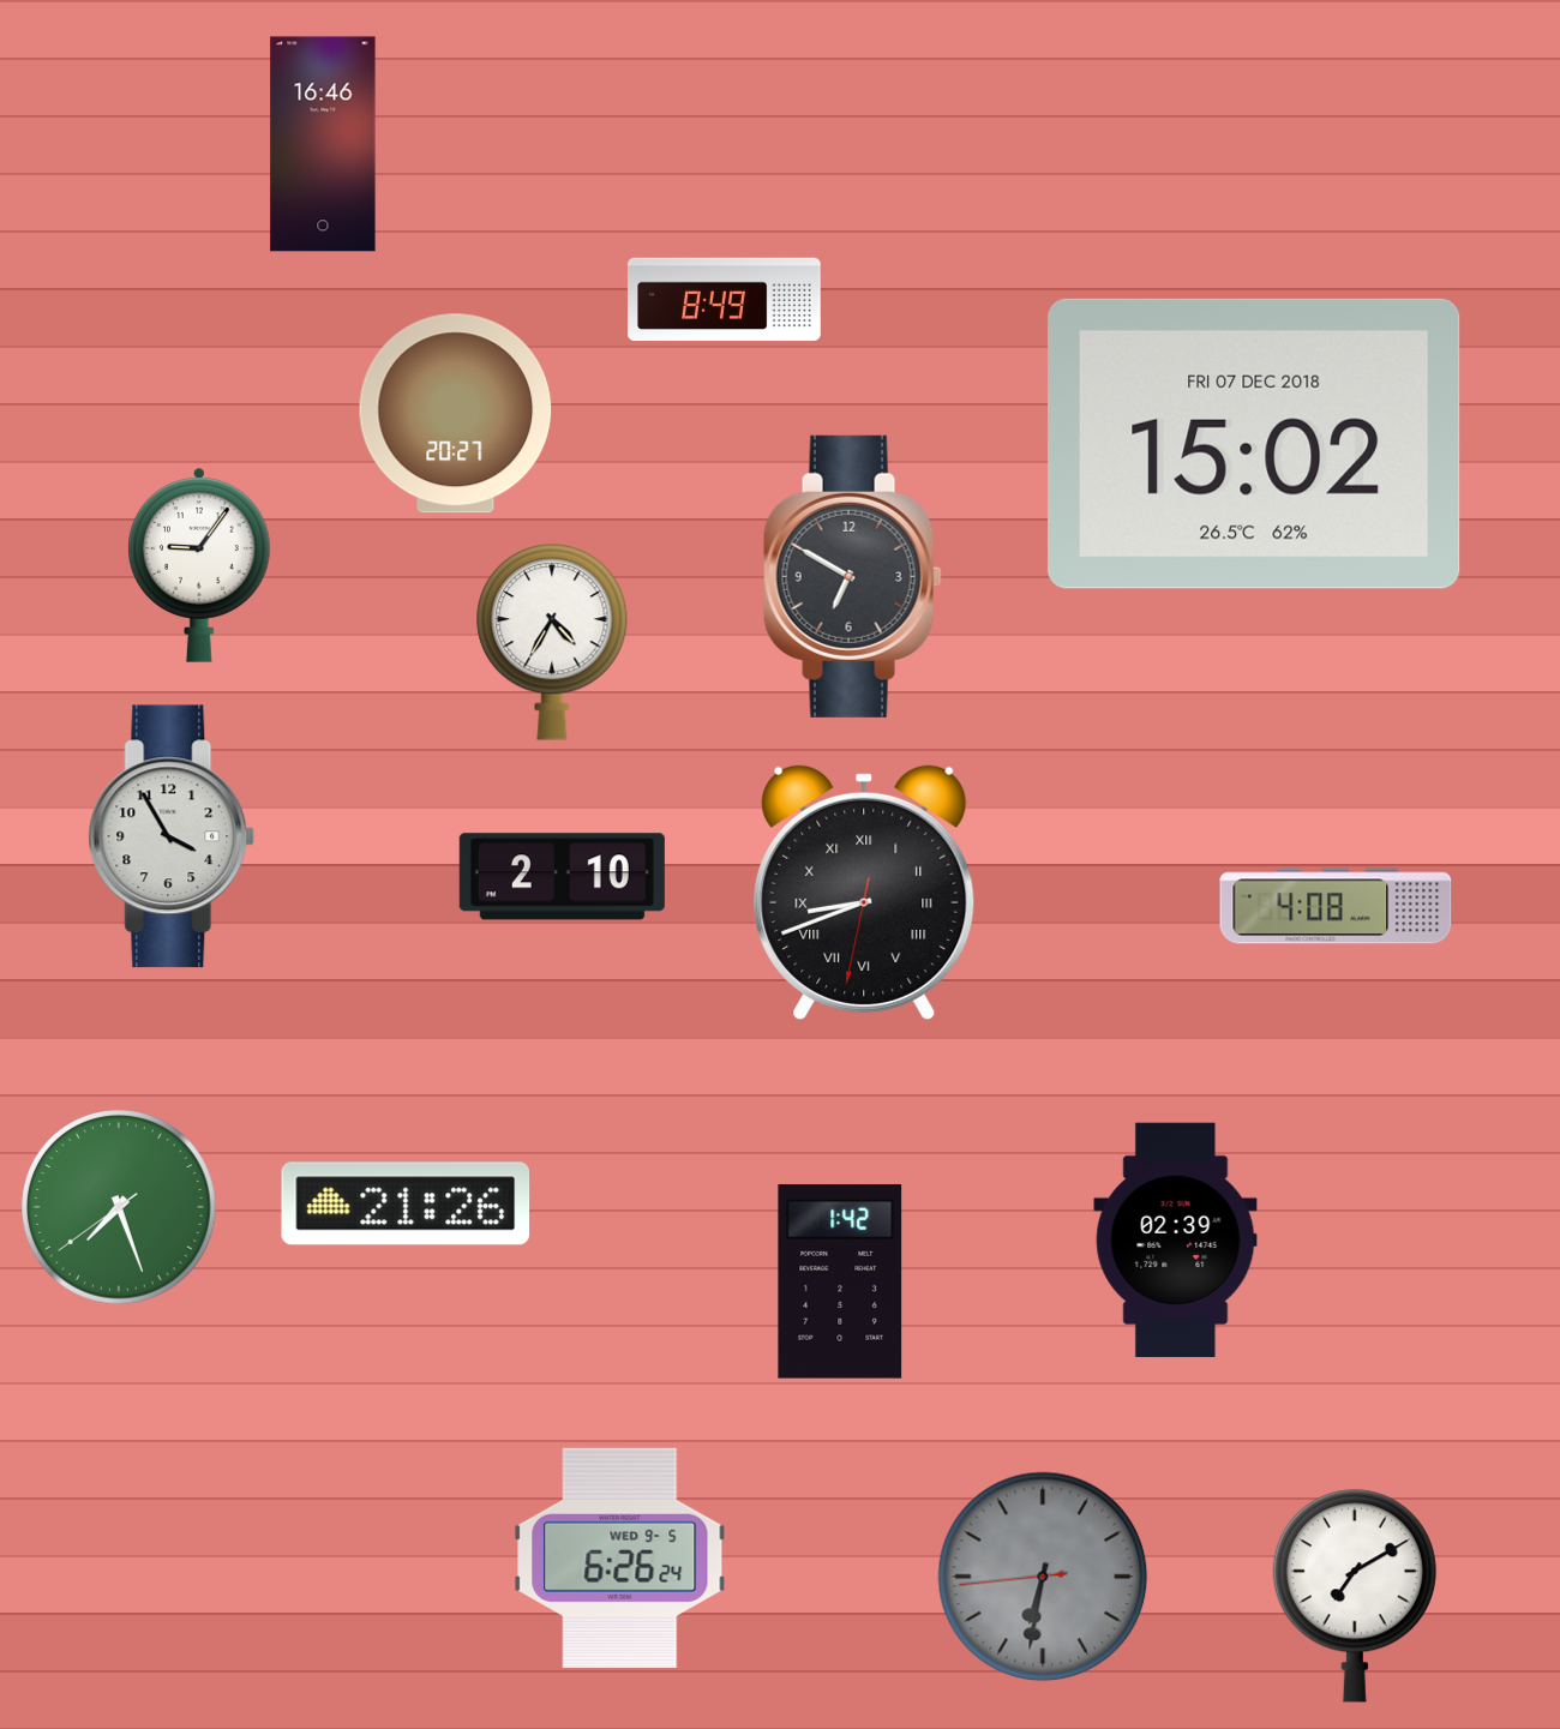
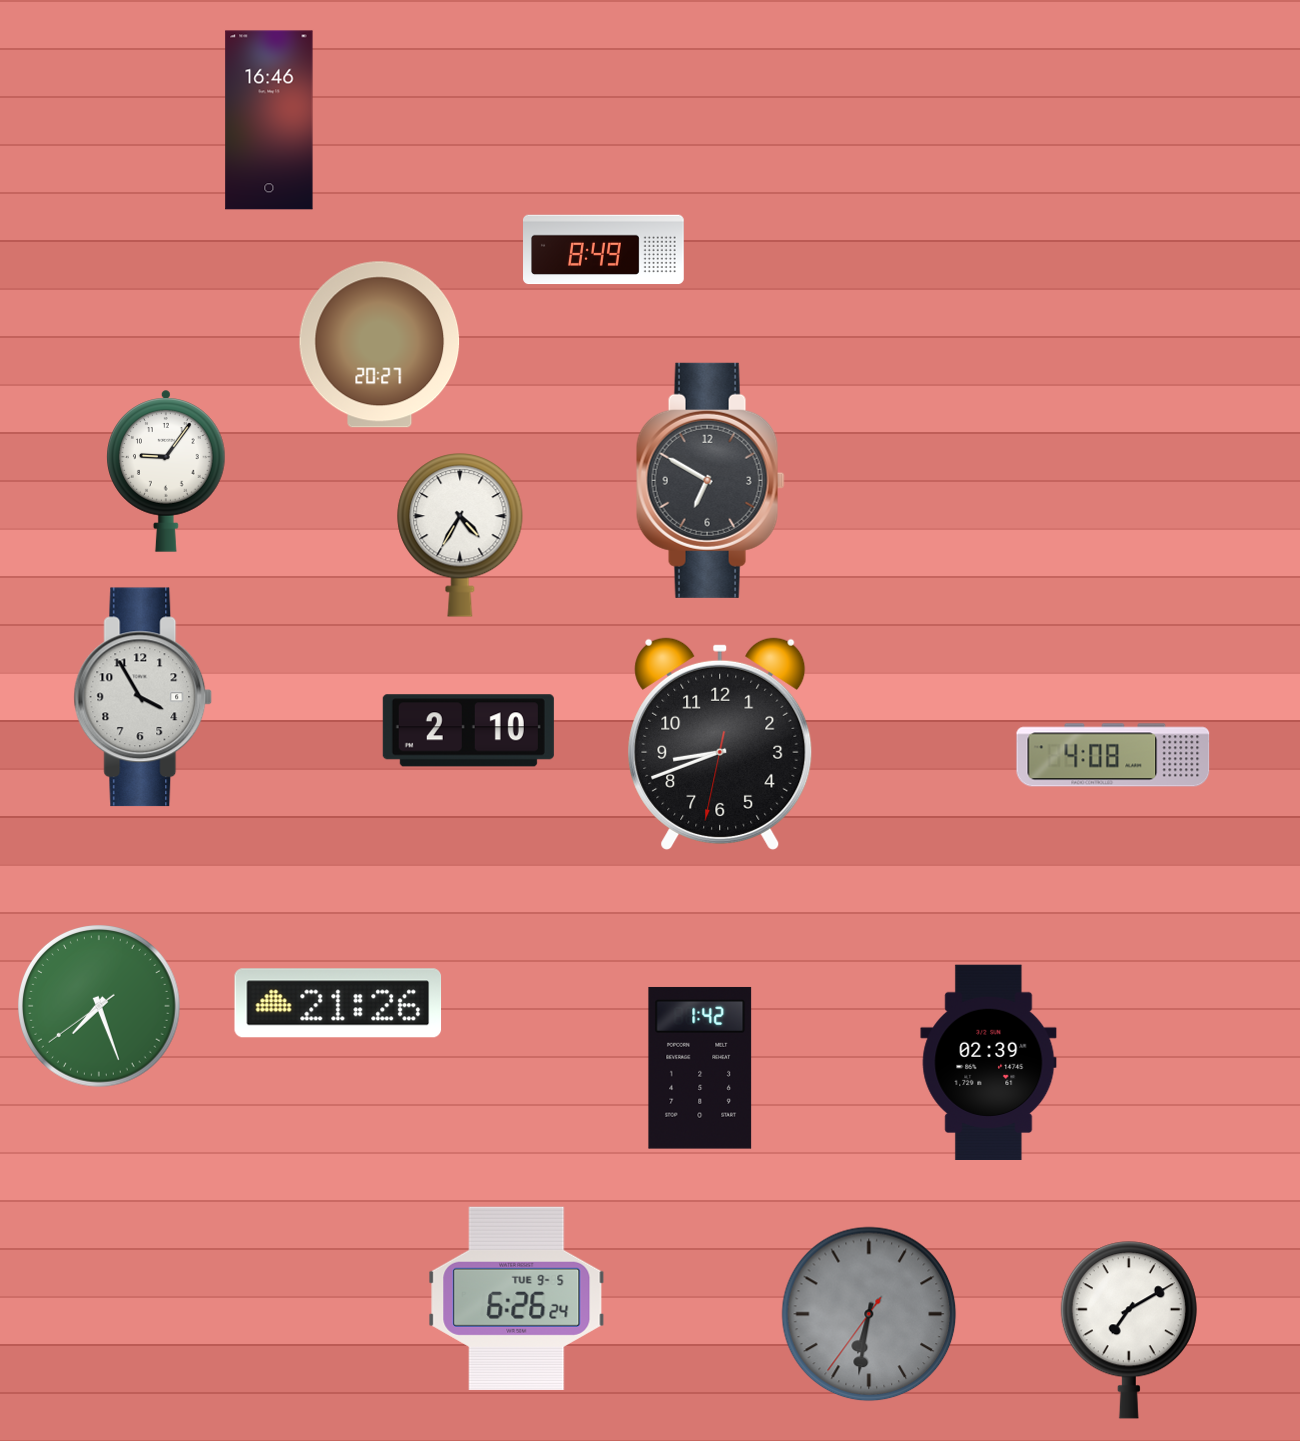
clock at (1254, 444): 15:02 -> none
clock at (864, 893) numerals: Roman -> Arabic
clock at (1176, 1239) position: (1176, 1239) -> (989, 1062)
clock at (620, 1557) date: WED 9-5 -> TUE 9-5
clock at (1043, 1577): 6:31:44 -> 6:31:36
